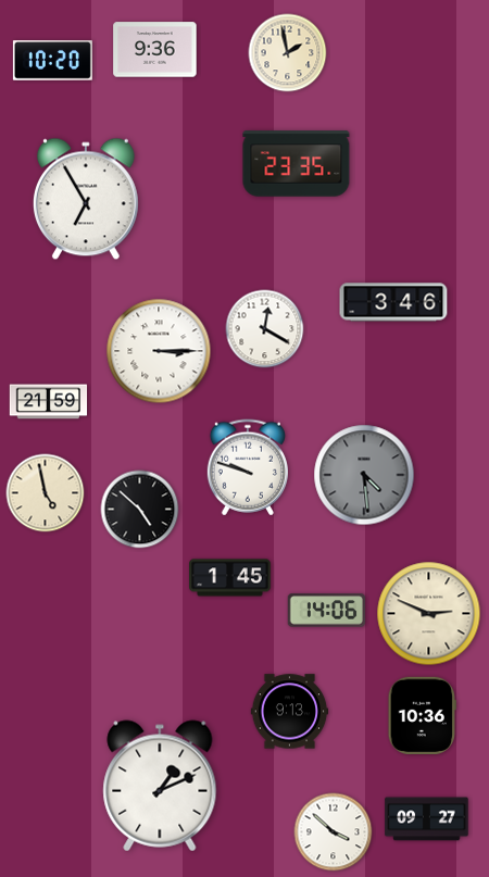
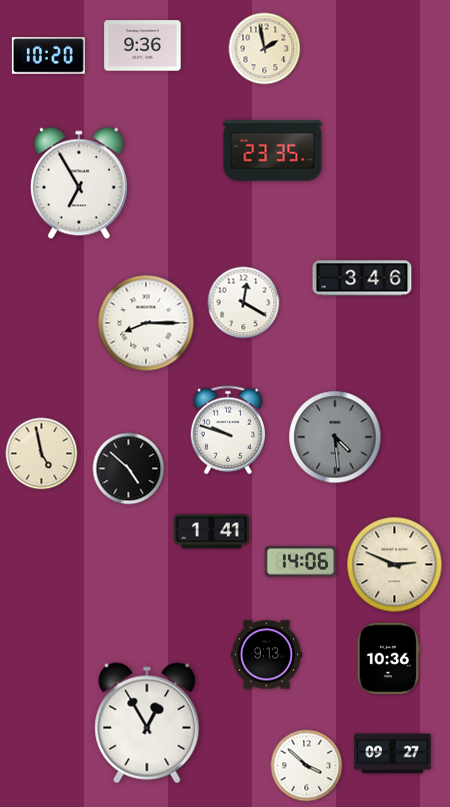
clock at (159, 351): 3:15 -> 8:15
clock at (49, 402): 21:59 -> none
clock at (230, 578): 1:45 -> 1:41
clock at (160, 786): 1:11 -> 12:55
